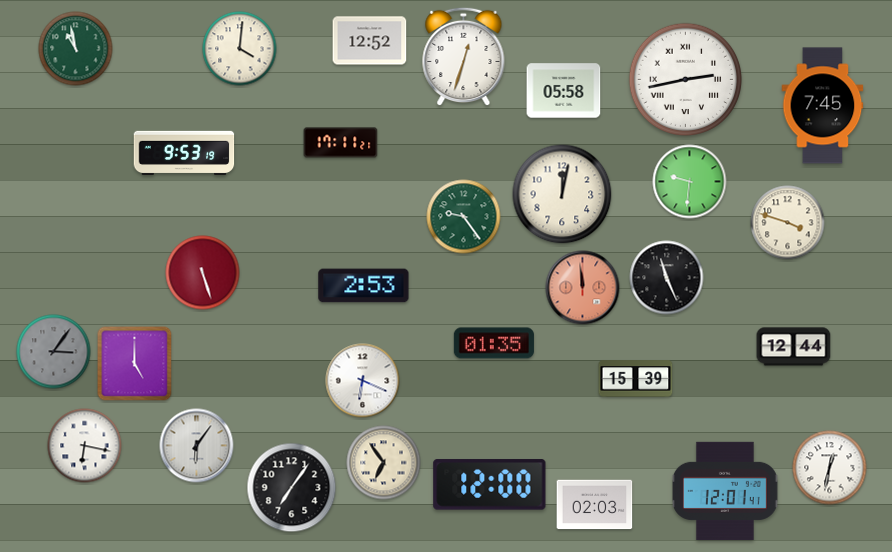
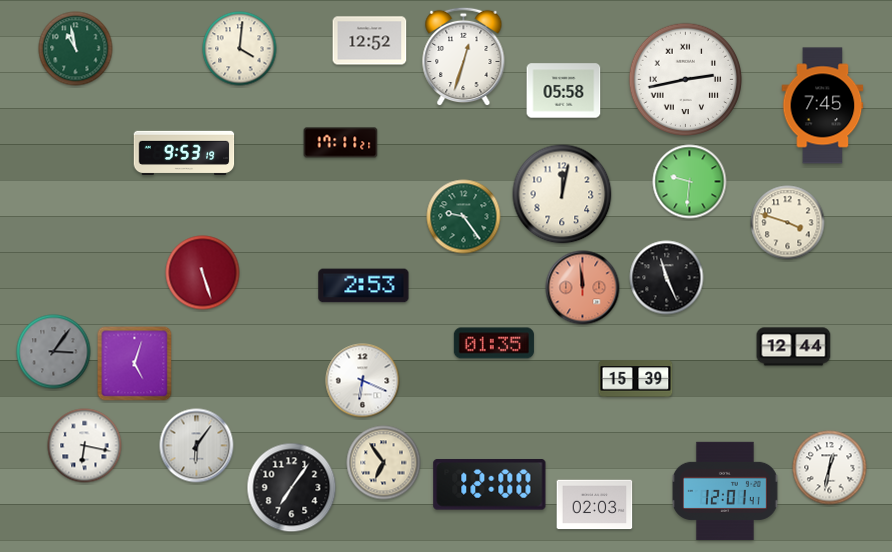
clock at (135, 364): 5:00 -> 5:03
